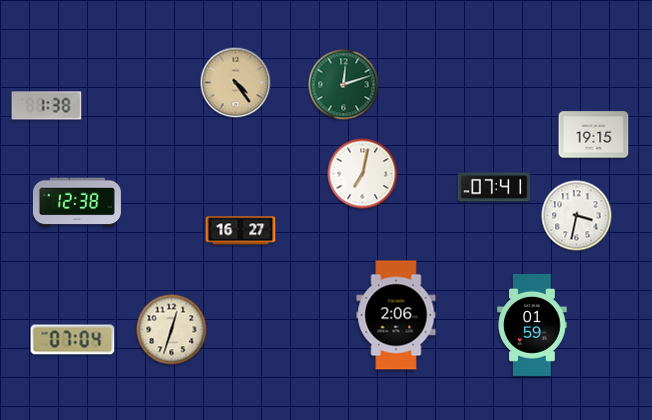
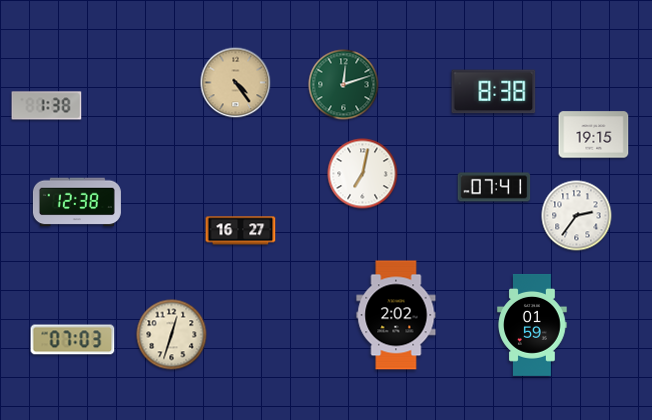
clock at (494, 92): none -> 8:38
clock at (577, 216): 3:32 -> 2:36
clock at (396, 315): 2:06 -> 2:02
clock at (172, 330) position: (172, 330) -> (172, 335)
clock at (73, 340): 07:04 -> 07:03
